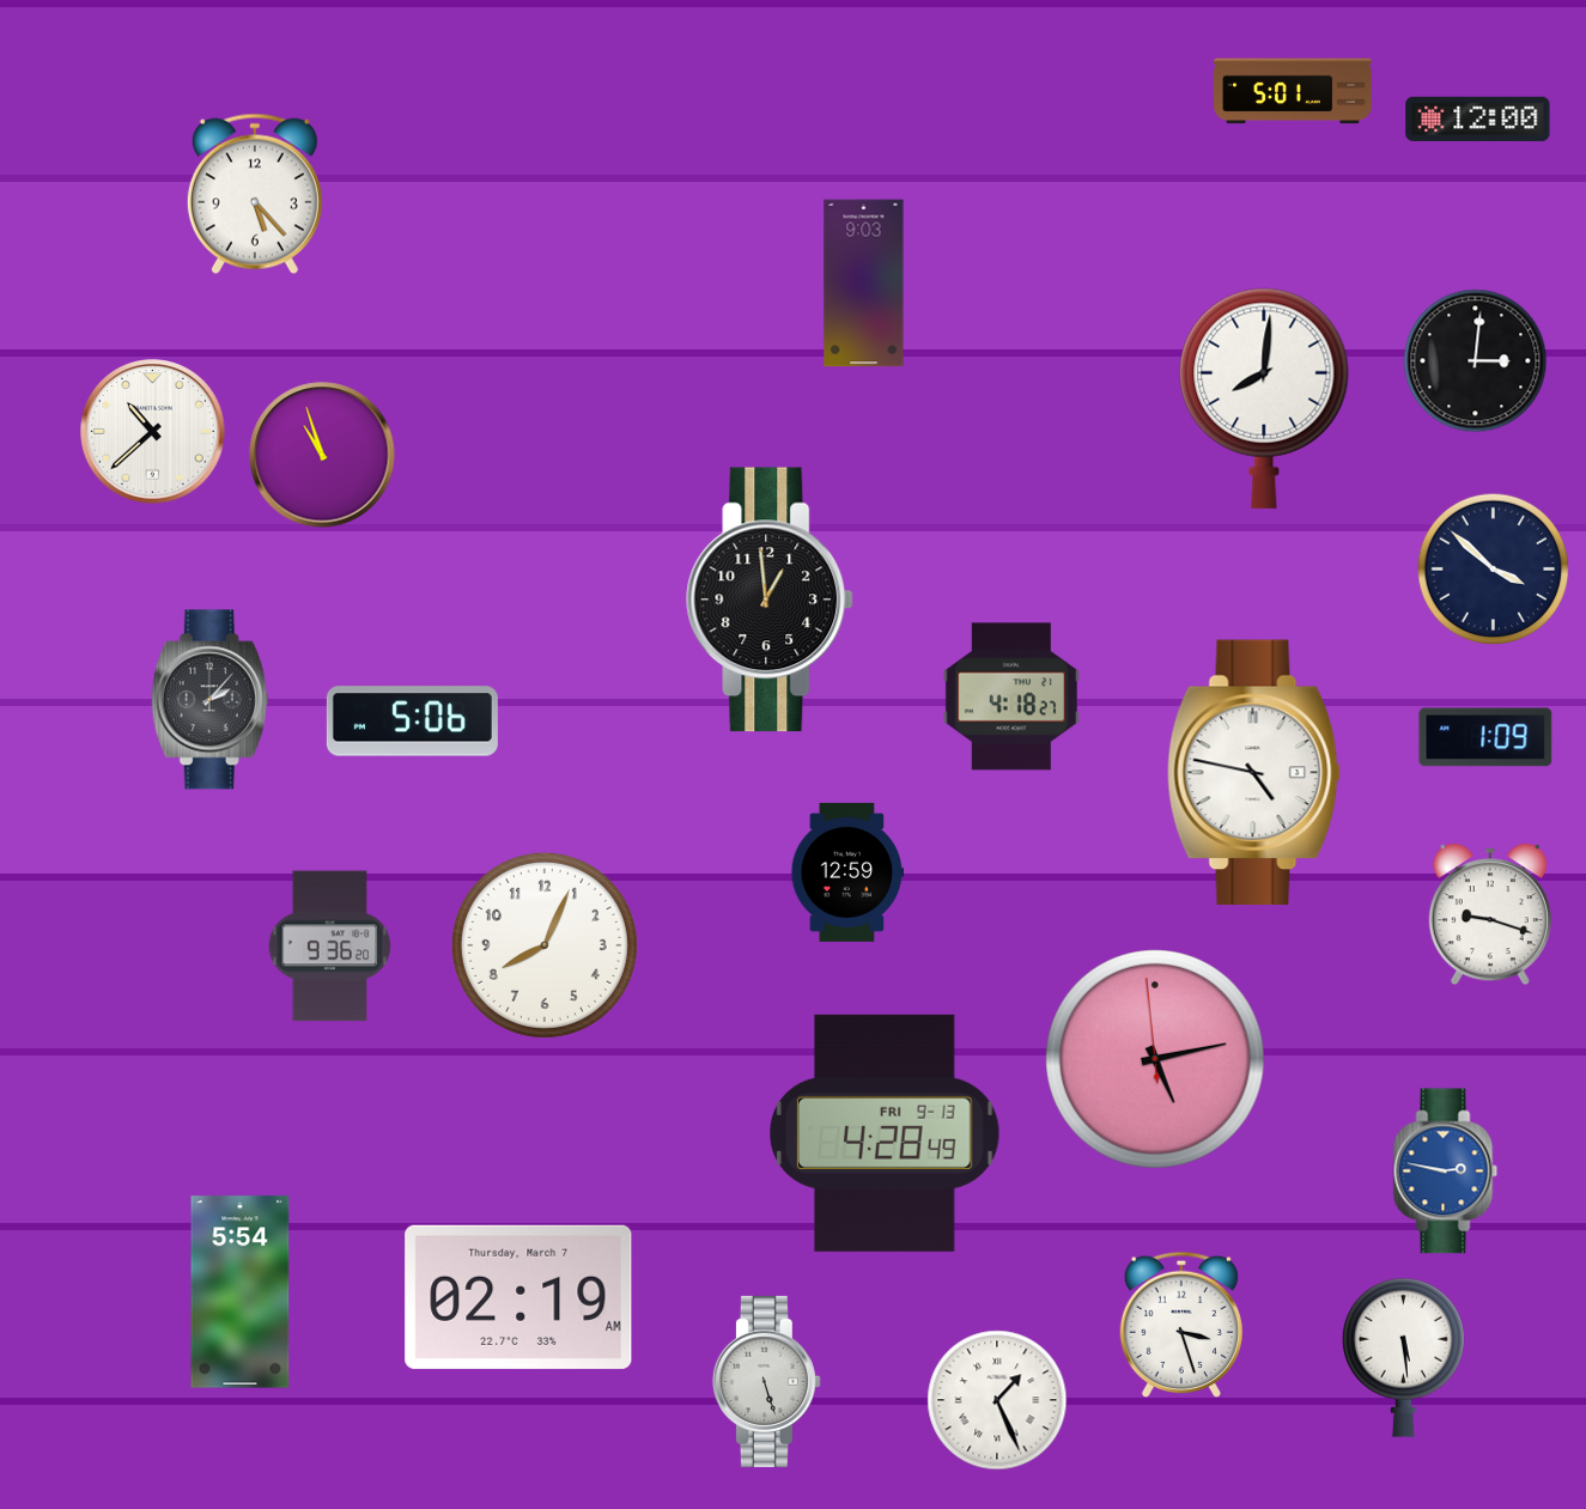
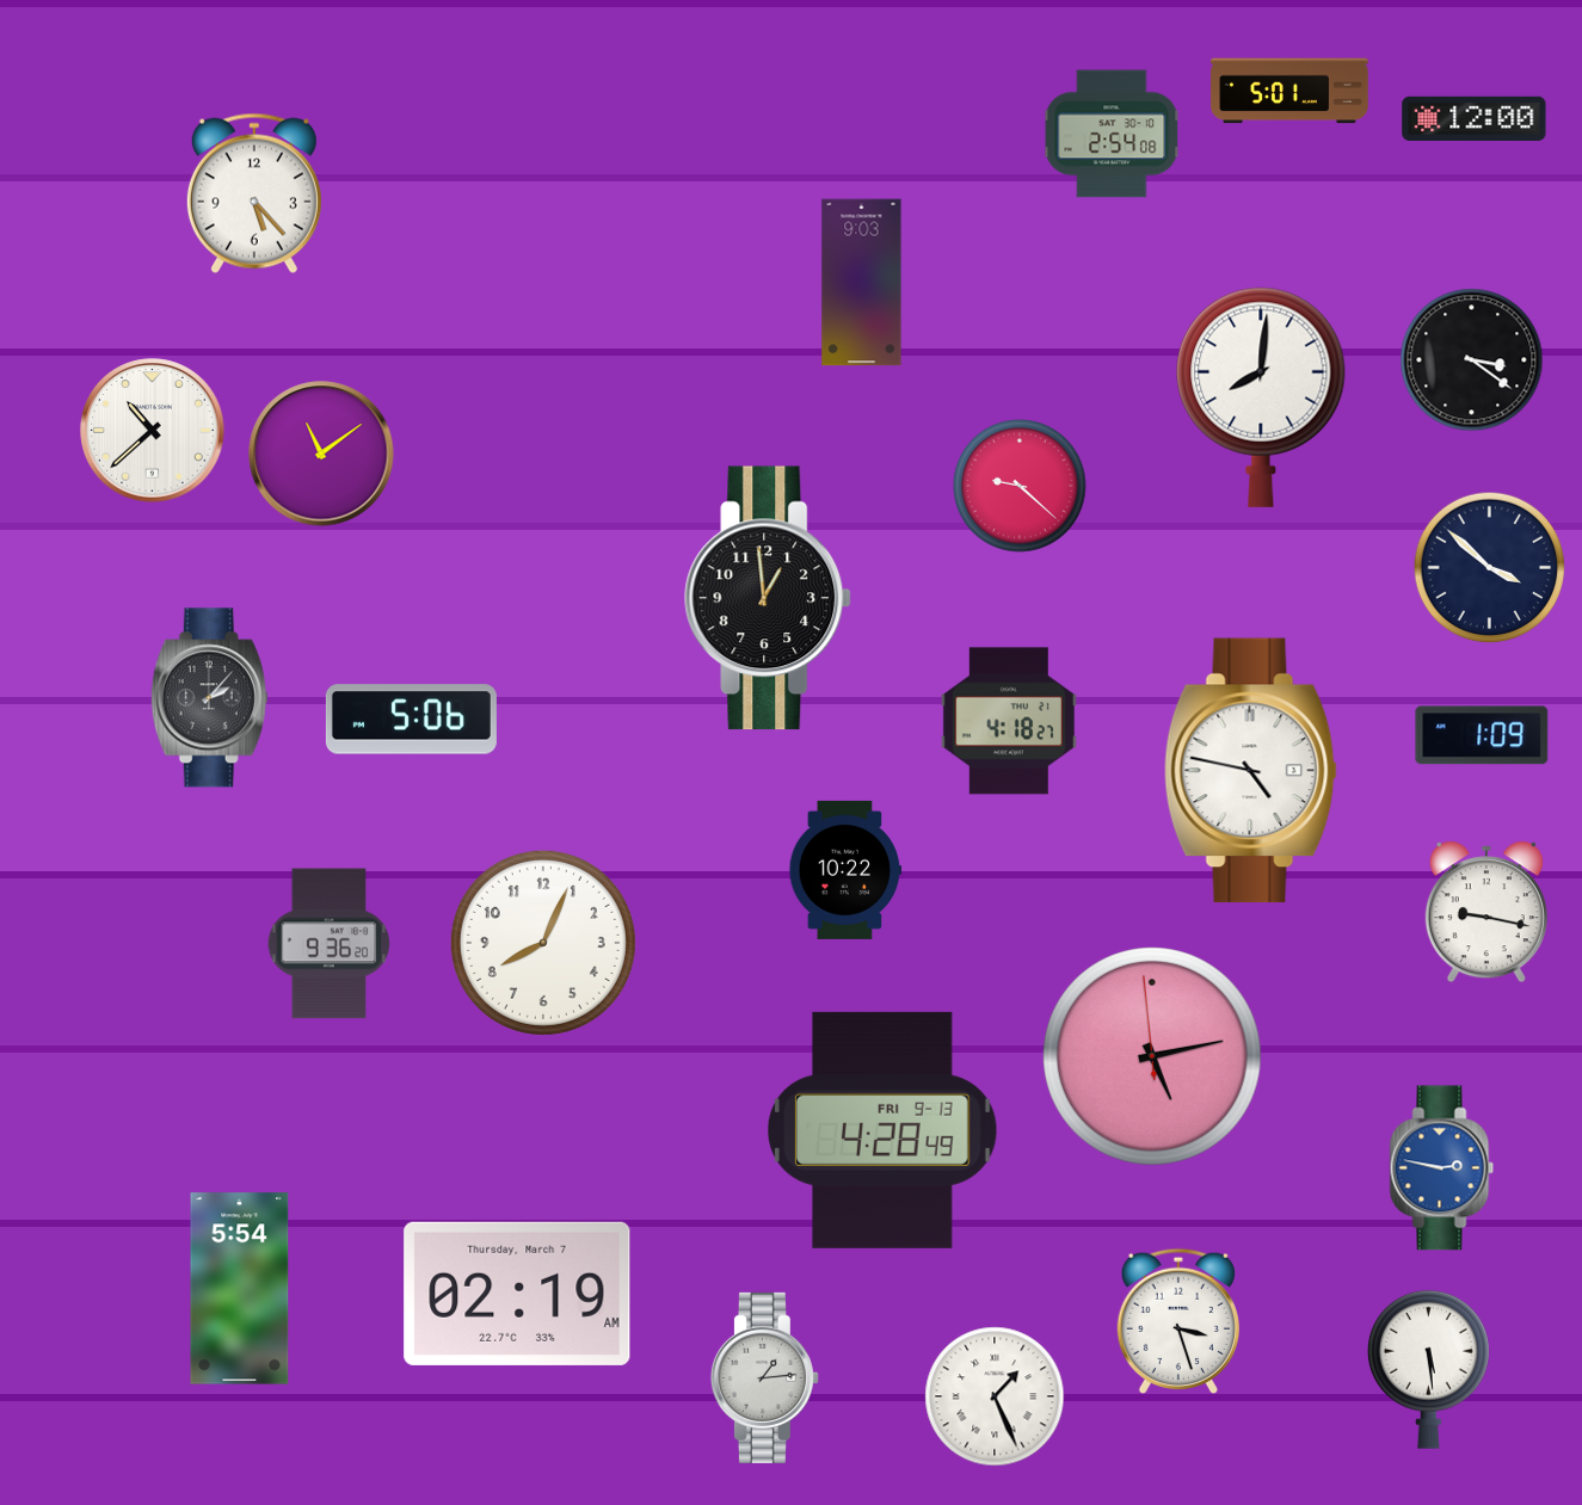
clock at (1112, 134): none -> 2:54
clock at (1476, 361): 3:01 -> 3:21
clock at (322, 455): 10:57 -> 11:09
clock at (1020, 486): none -> 9:22
clock at (1011, 696) position: (1011, 696) -> (1009, 721)
clock at (847, 872): 12:59 -> 10:22
clock at (1490, 914): 9:18 -> 9:17
clock at (1403, 1357) position: (1403, 1357) -> (1428, 1369)
clock at (766, 1381): 5:27 -> 1:14
